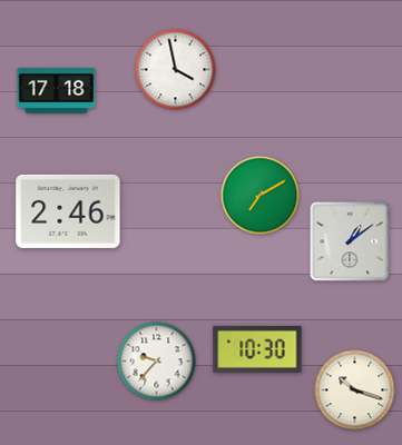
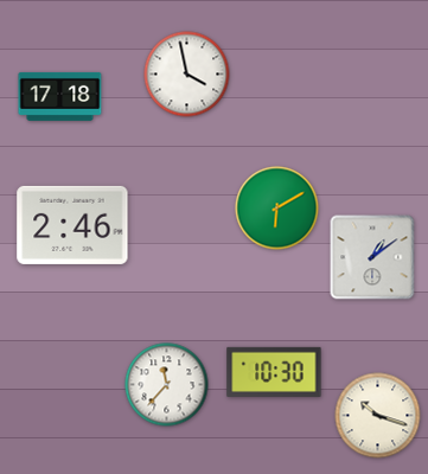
clock at (261, 196): 7:10 -> 6:10
clock at (157, 362): 9:37 -> 11:37
